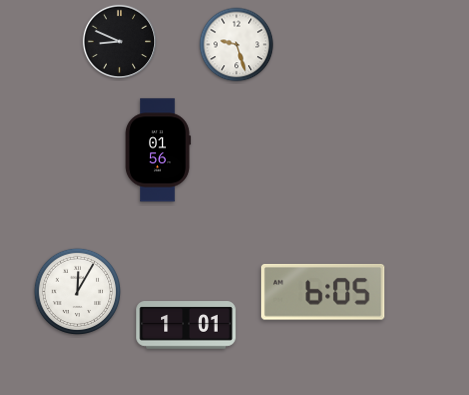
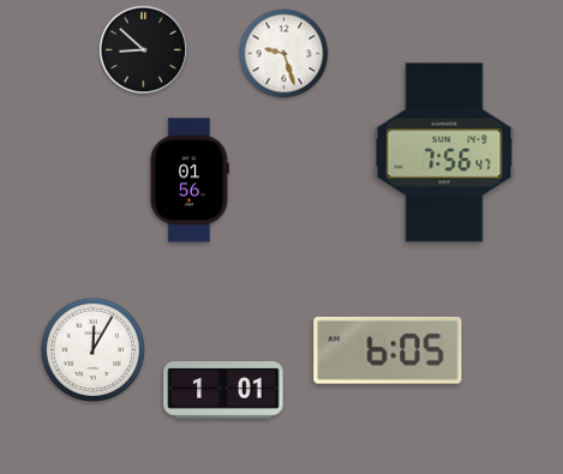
clock at (120, 42): 8:49 -> 8:52
clock at (444, 152): none -> 7:56
